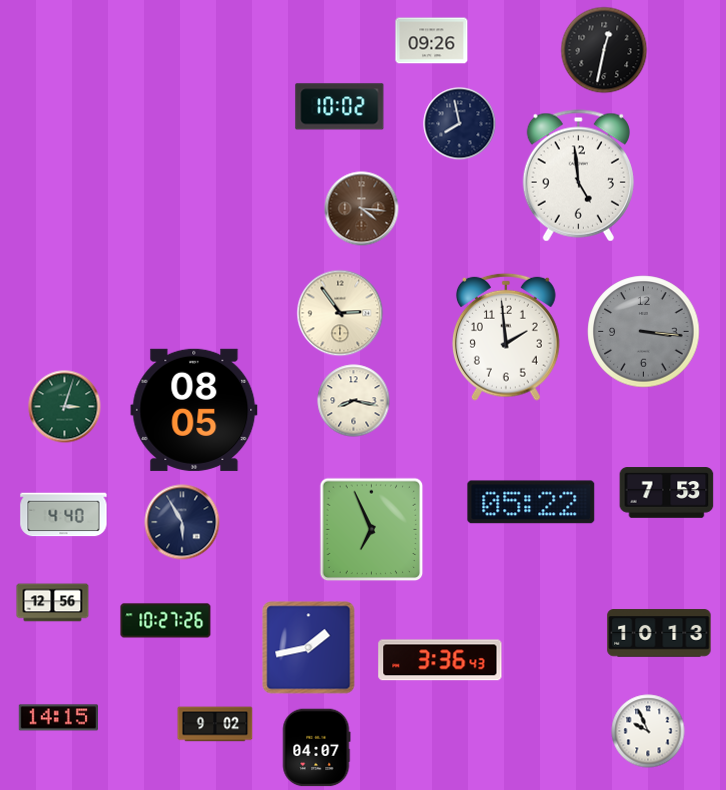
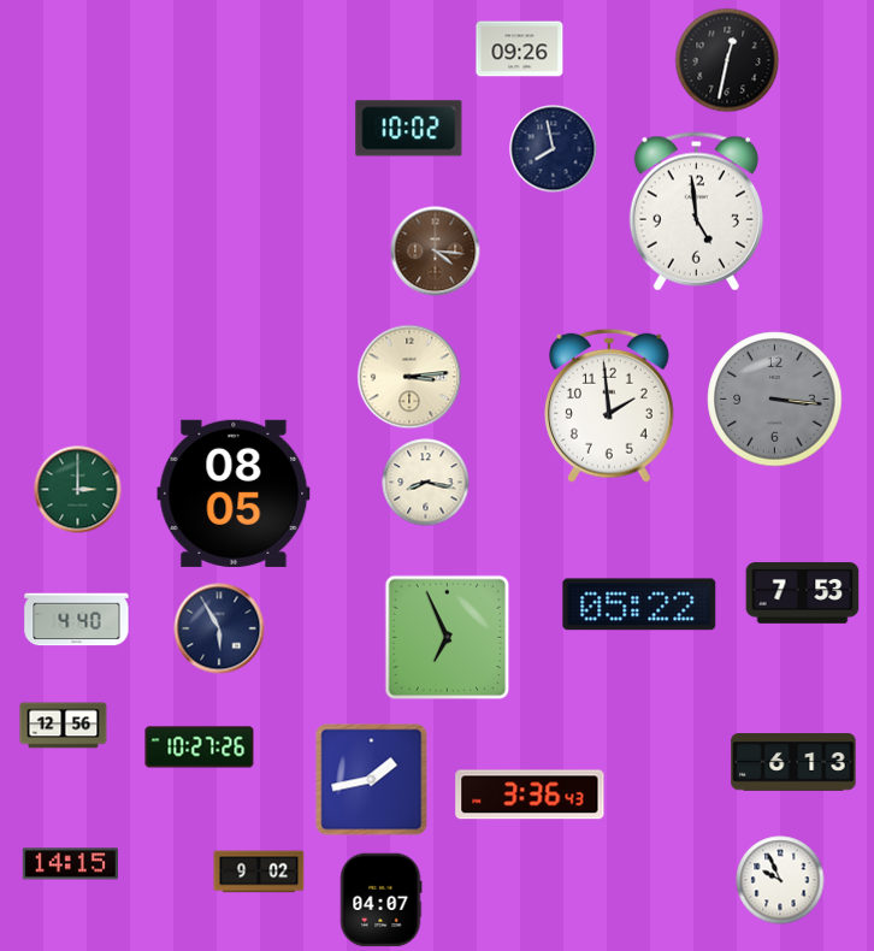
clock at (340, 313): 2:54 -> 3:14
clock at (65, 407): 3:03 -> 3:00
clock at (659, 633): 10:13 -> 6:13
